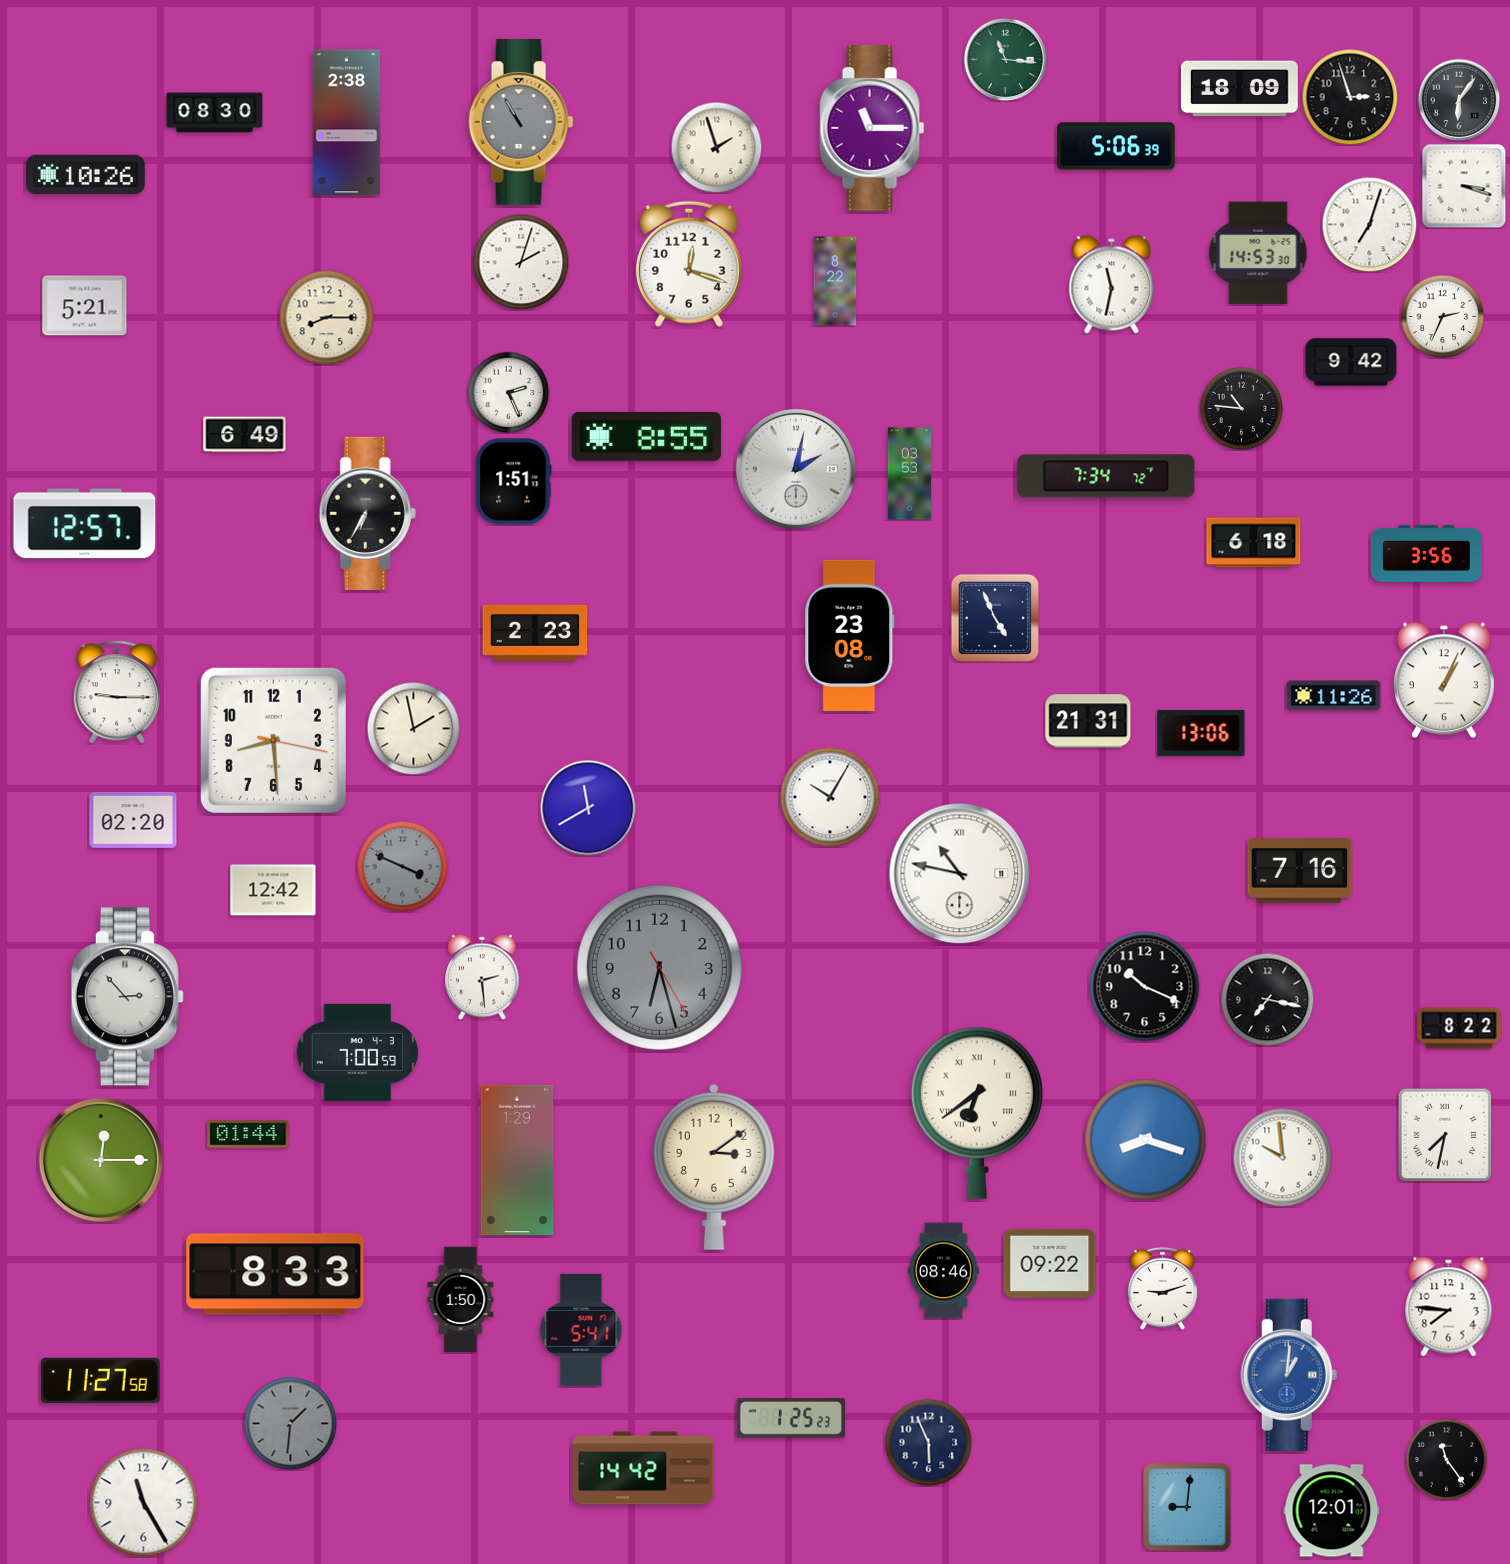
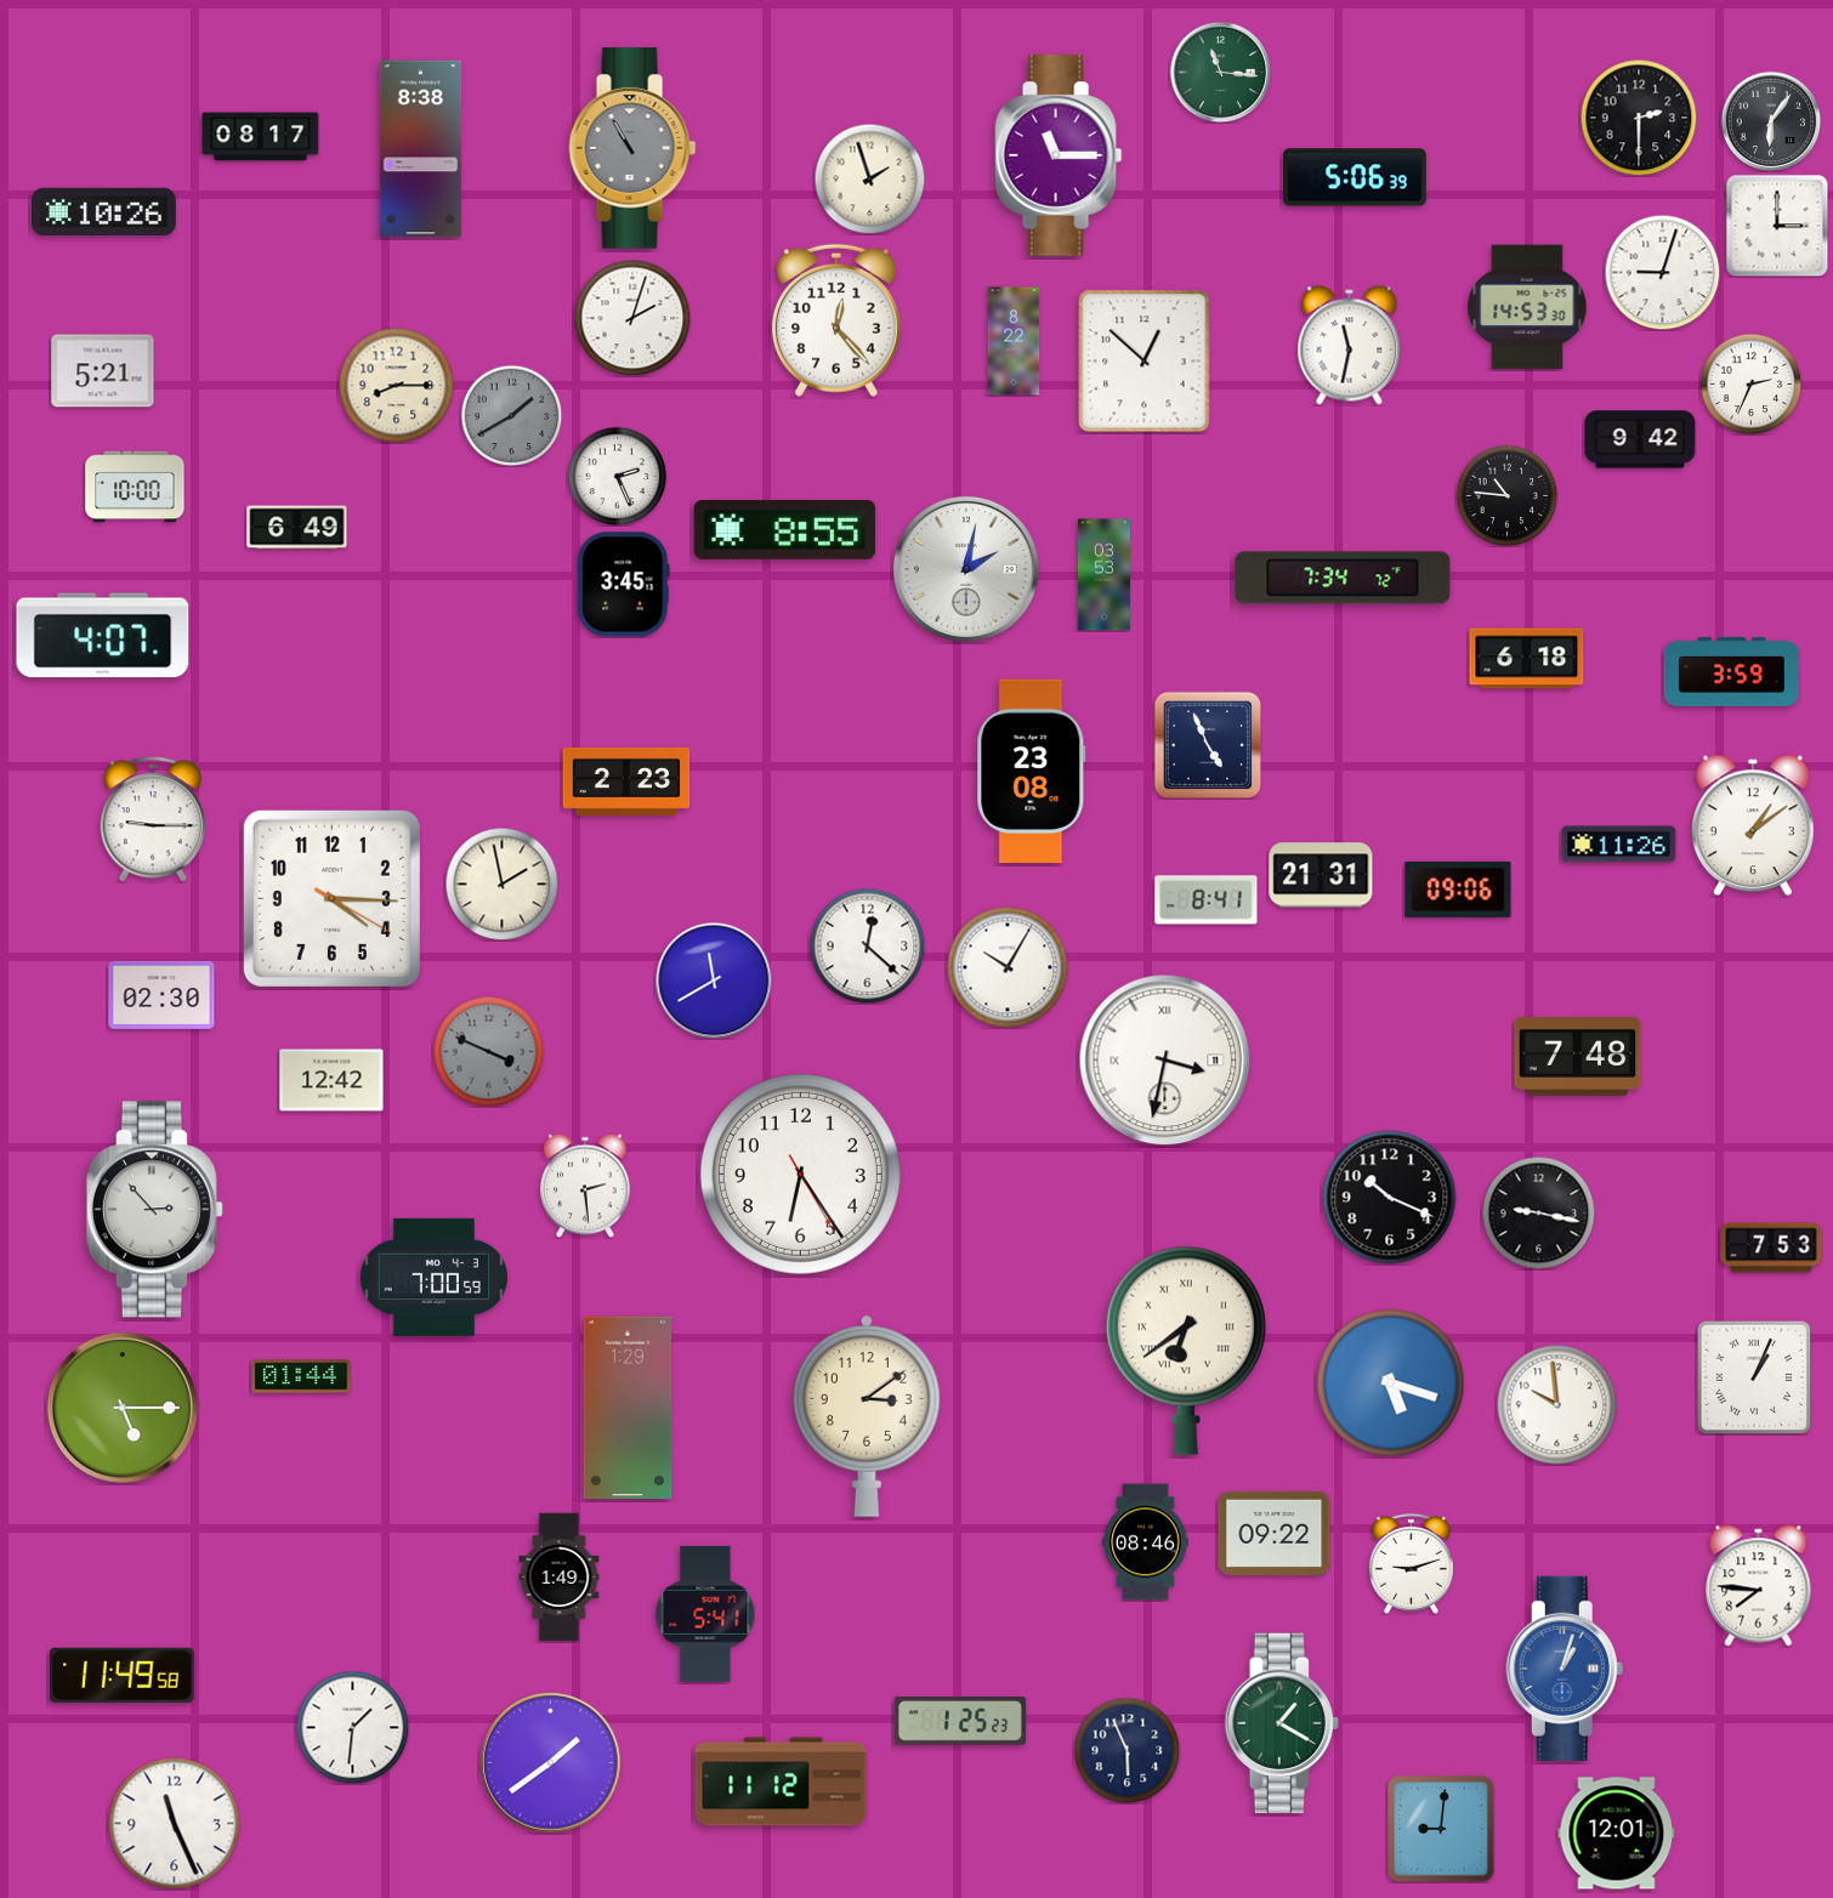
clock at (1239, 89): 18:09 -> none
clock at (1350, 97): 2:57 -> 2:30
clock at (215, 113): 08:30 -> 08:17
clock at (347, 123): 2:38 -> 8:38
clock at (1464, 186): 3:18 -> 3:00
clock at (1369, 224): 7:03 -> 9:03
clock at (689, 264): 12:18 -> 12:23
clock at (1145, 362): none -> 12:52
clock at (511, 415): none -> 1:40
clock at (135, 487): none -> 10:00
clock at (514, 482): 1:51 -> 3:45
clock at (367, 513): 6:35 -> none
clock at (85, 524): 12:57 -> 4:07
clock at (1254, 543) position: (1254, 543) -> (1527, 659)
clock at (1426, 553): 3:56 -> 3:59
clock at (995, 618) position: (995, 618) -> (1208, 745)
clock at (535, 633) position: (535, 633) -> (626, 782)
clock at (1444, 680): 1:04 -> 1:09
clock at (117, 692) position: (117, 692) -> (153, 819)
clock at (1201, 733): 13:06 -> 09:06
clock at (273, 740): 8:29 -> 4:15
clock at (1207, 900): none -> 8:41
clock at (867, 945): none -> 12:22
clock at (133, 820): 02:20 -> 02:30
clock at (1300, 871): 7:16 -> 7:48
clock at (960, 874): 10:47 -> 3:32
clock at (659, 967): 6:27 -> 6:24
clock at (659, 967) dial: grey -> white
clock at (1267, 999): 7:17 -> 9:17
clock at (1459, 1028): 8:22 -> 7:53
clock at (1445, 1135): 7:32 -> 1:04
clock at (1146, 1140): 8:18 -> 5:18
clock at (101, 1160): 12:15 -> 5:15
clock at (275, 1274): 8:33 -> none
clock at (461, 1300): 1:50 -> 1:49
clock at (1289, 1375): 1:01 -> 1:03
clock at (100, 1380): 11:27 -> 11:49
clock at (1282, 1723): none -> 1:20
clock at (290, 1423) dial: grey -> white
clock at (551, 1763): none -> 1:39
clock at (1446, 1459): 11:24 -> none
clock at (643, 1468): 14:42 -> 11:12
clock at (144, 1503): 11:25 -> 11:26
